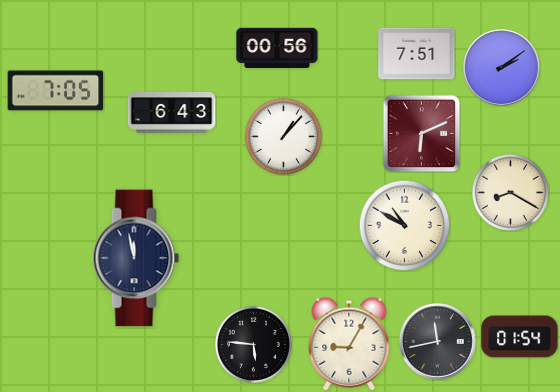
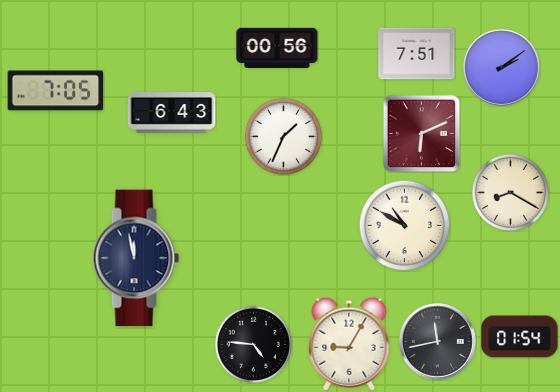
clock at (283, 136): 1:07 -> 1:34
clock at (253, 344): 5:46 -> 4:46
